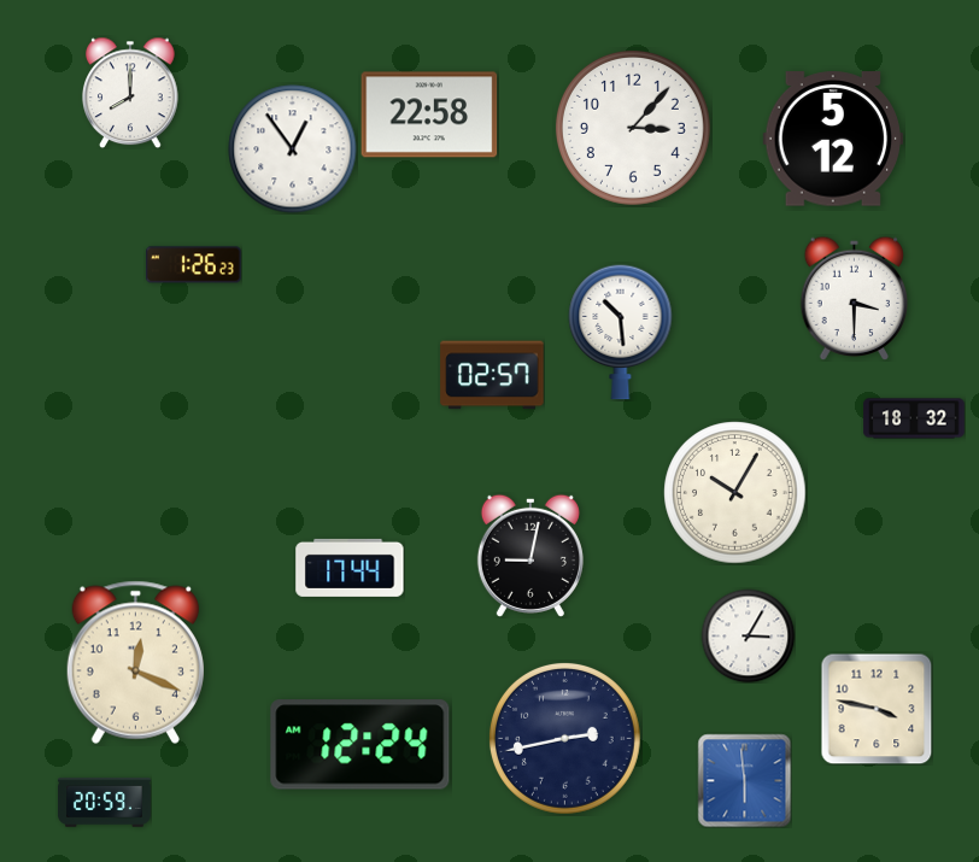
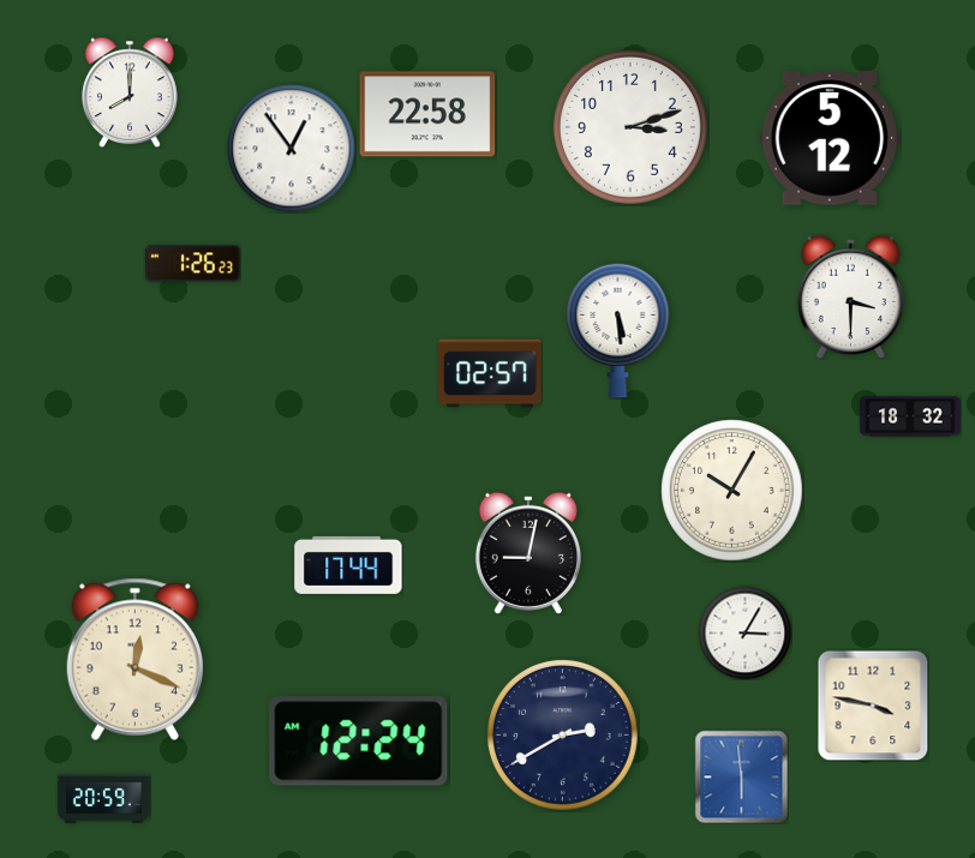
clock at (633, 128): 3:07 -> 3:12
clock at (621, 332): 10:29 -> 5:29
clock at (564, 738): 2:43 -> 2:40
